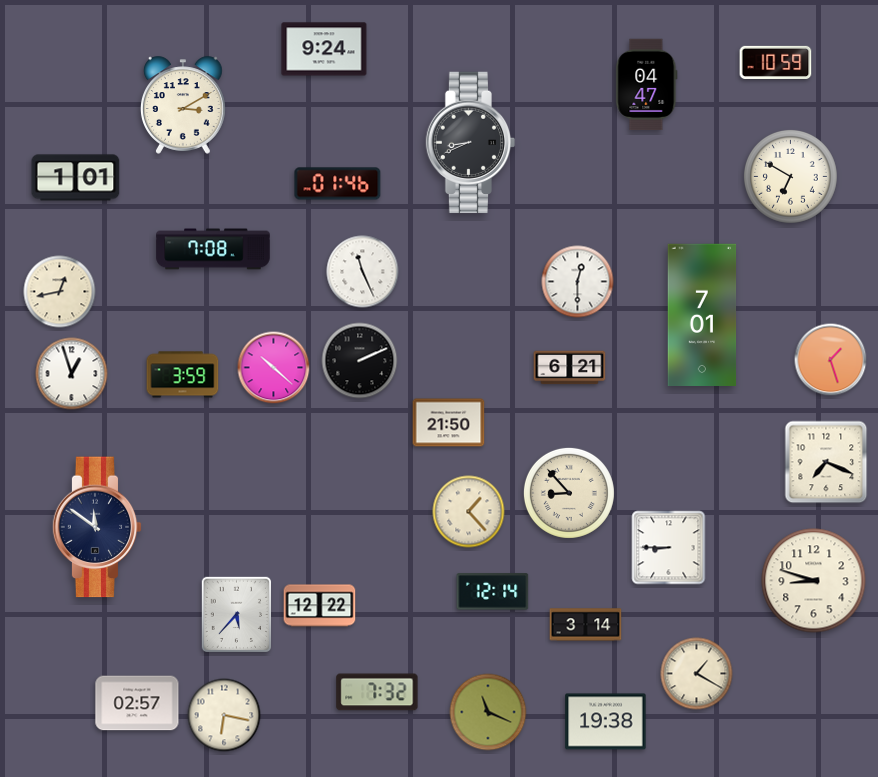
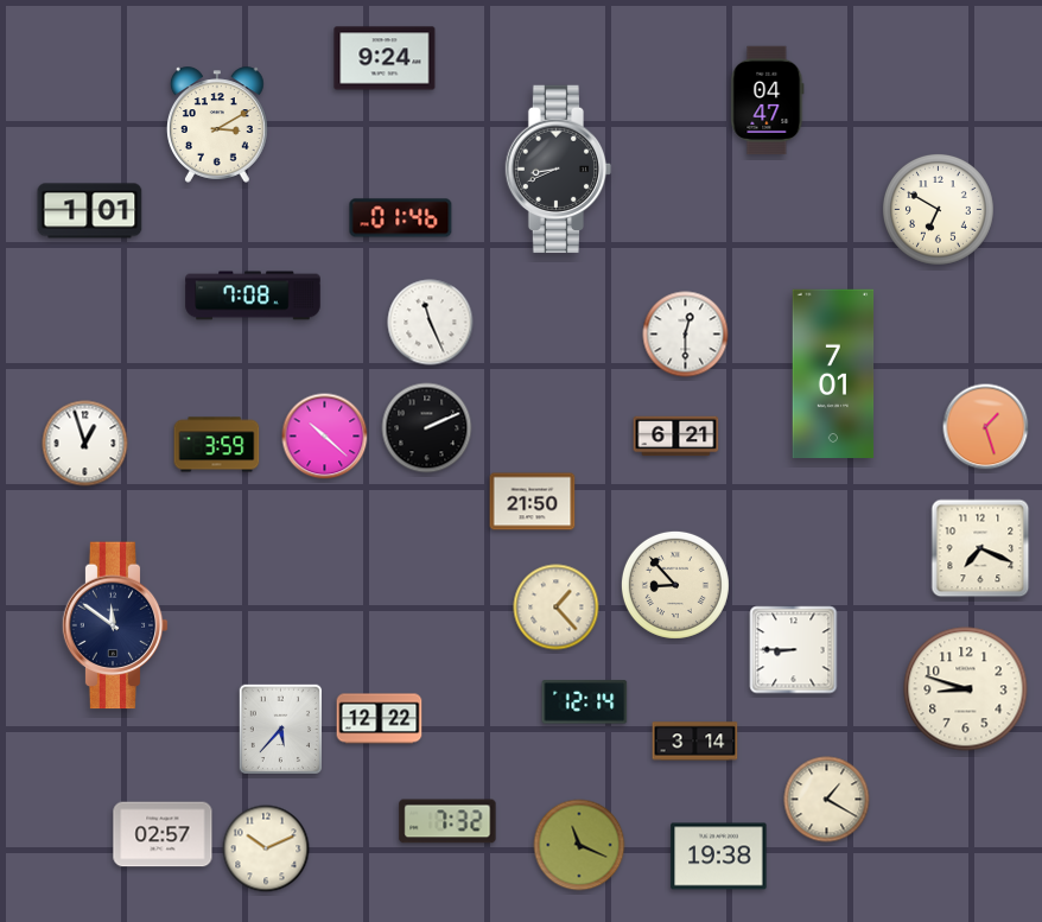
clock at (776, 62): 10:59 -> none
clock at (60, 292): 12:43 -> none
clock at (224, 715): 6:17 -> 10:11
